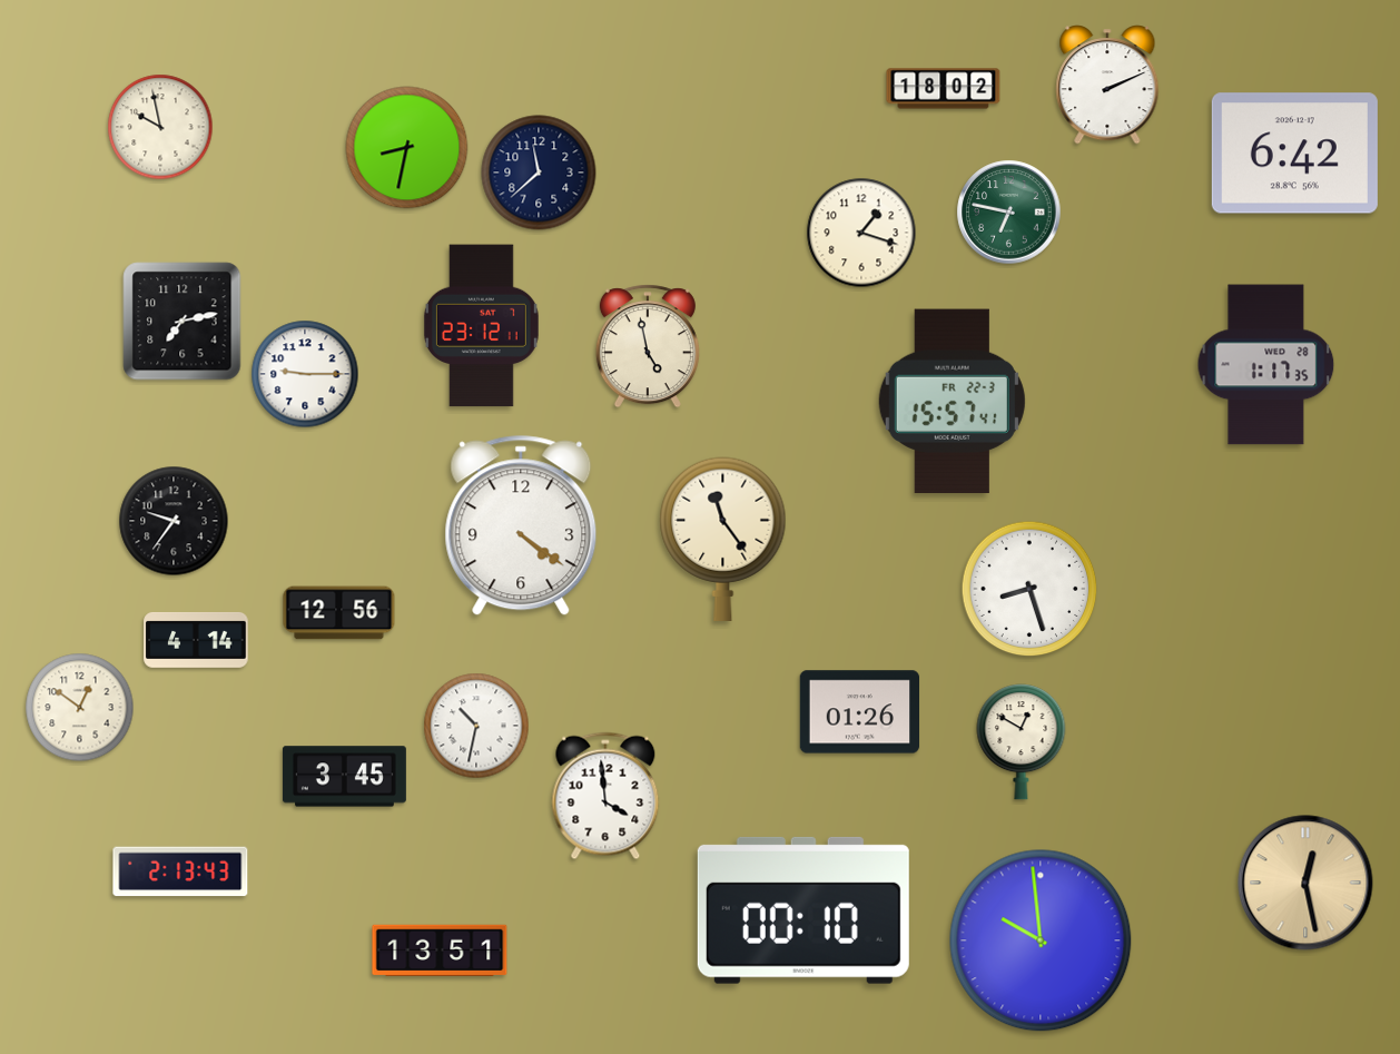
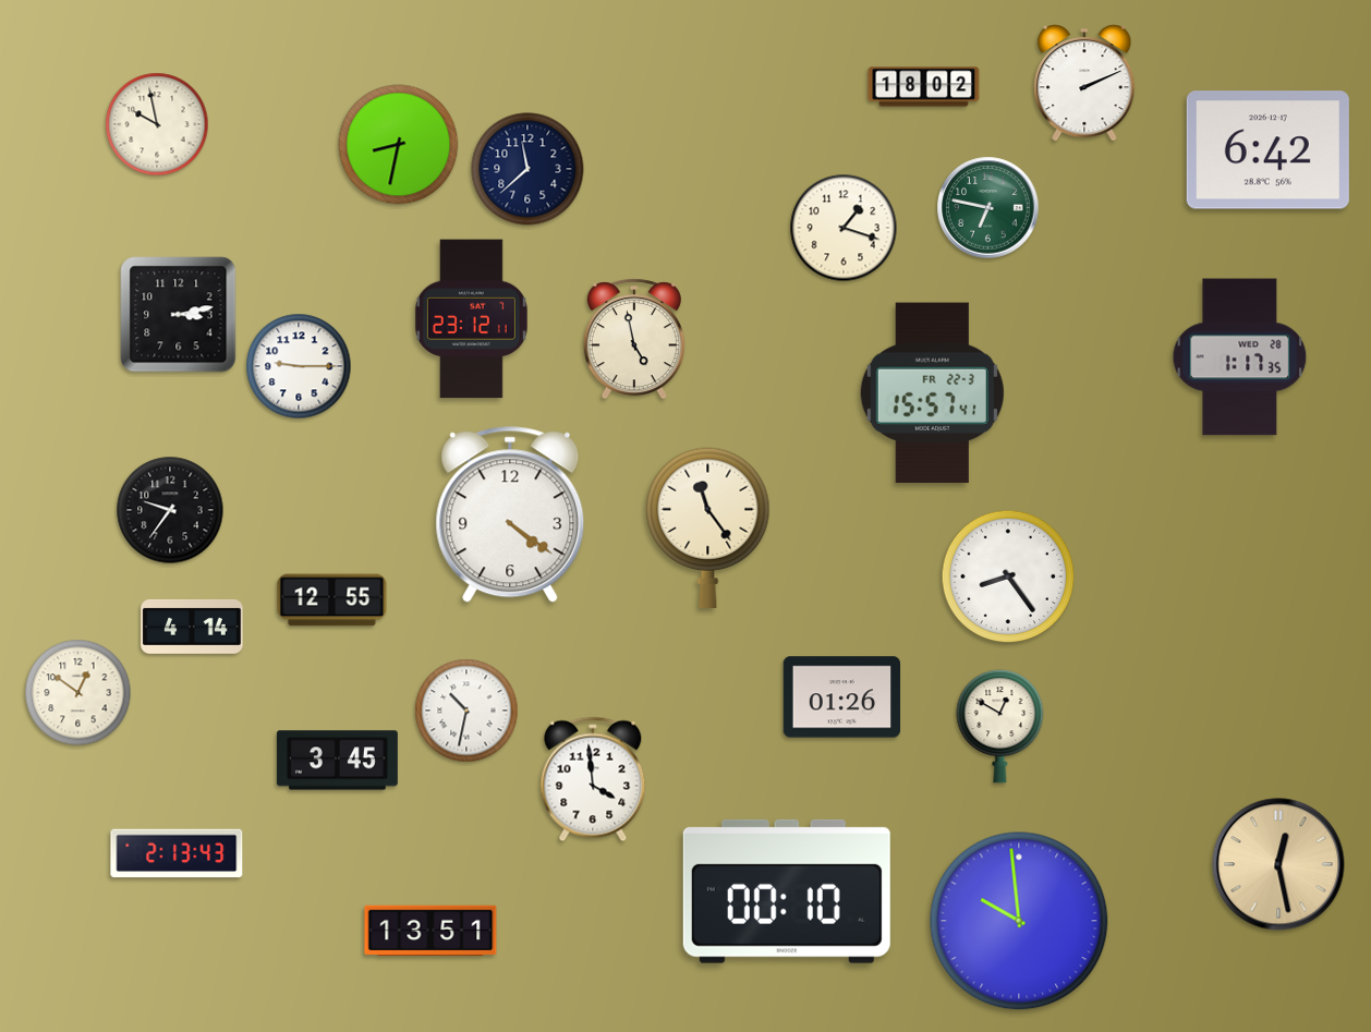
clock at (183, 322): 7:13 -> 3:13
clock at (1029, 589): 8:27 -> 8:24
clock at (339, 613): 12:56 -> 12:55
